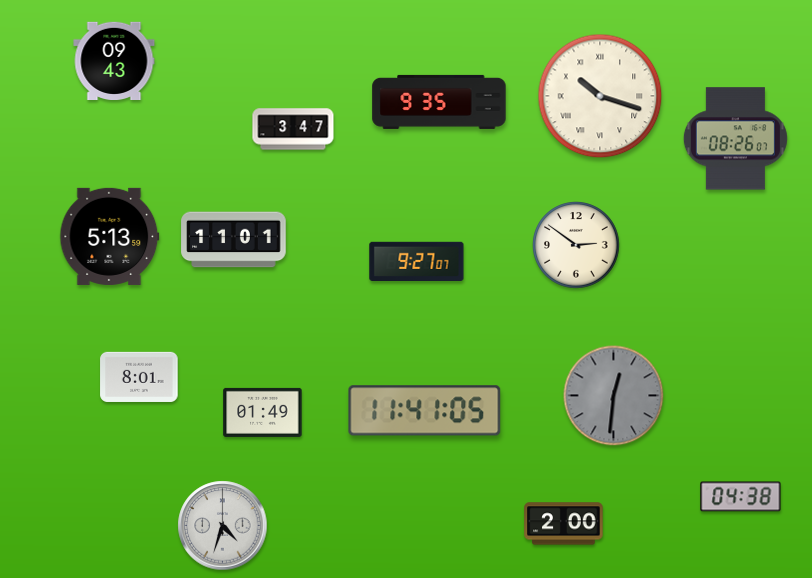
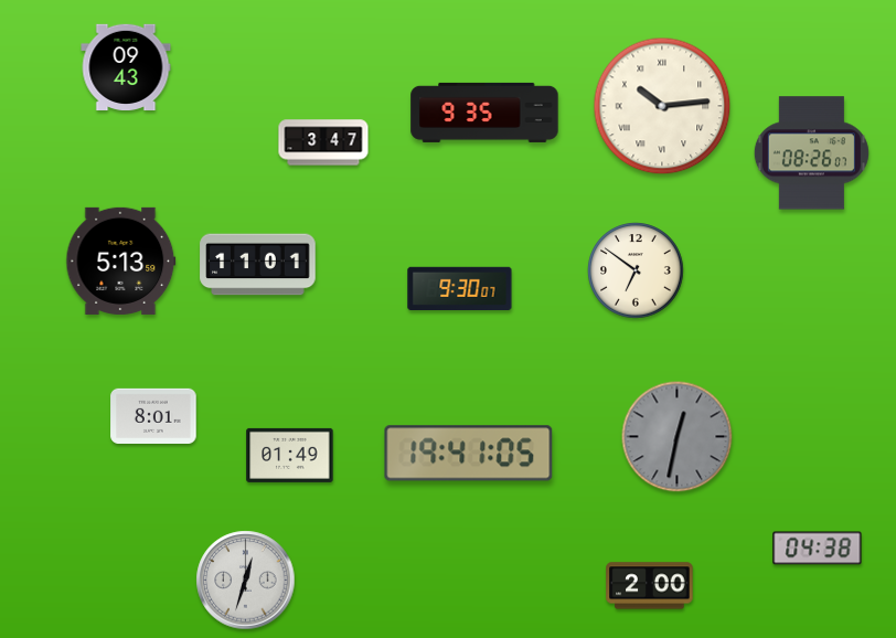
clock at (600, 96): 10:18 -> 10:14
clock at (576, 245): 2:51 -> 6:51
clock at (417, 262): 9:27 -> 9:30
clock at (614, 396): 12:31 -> 12:32
clock at (425, 411): 11:41 -> 19:41
clock at (564, 524) position: (564, 524) -> (650, 586)
clock at (223, 526): 4:33 -> 12:33
